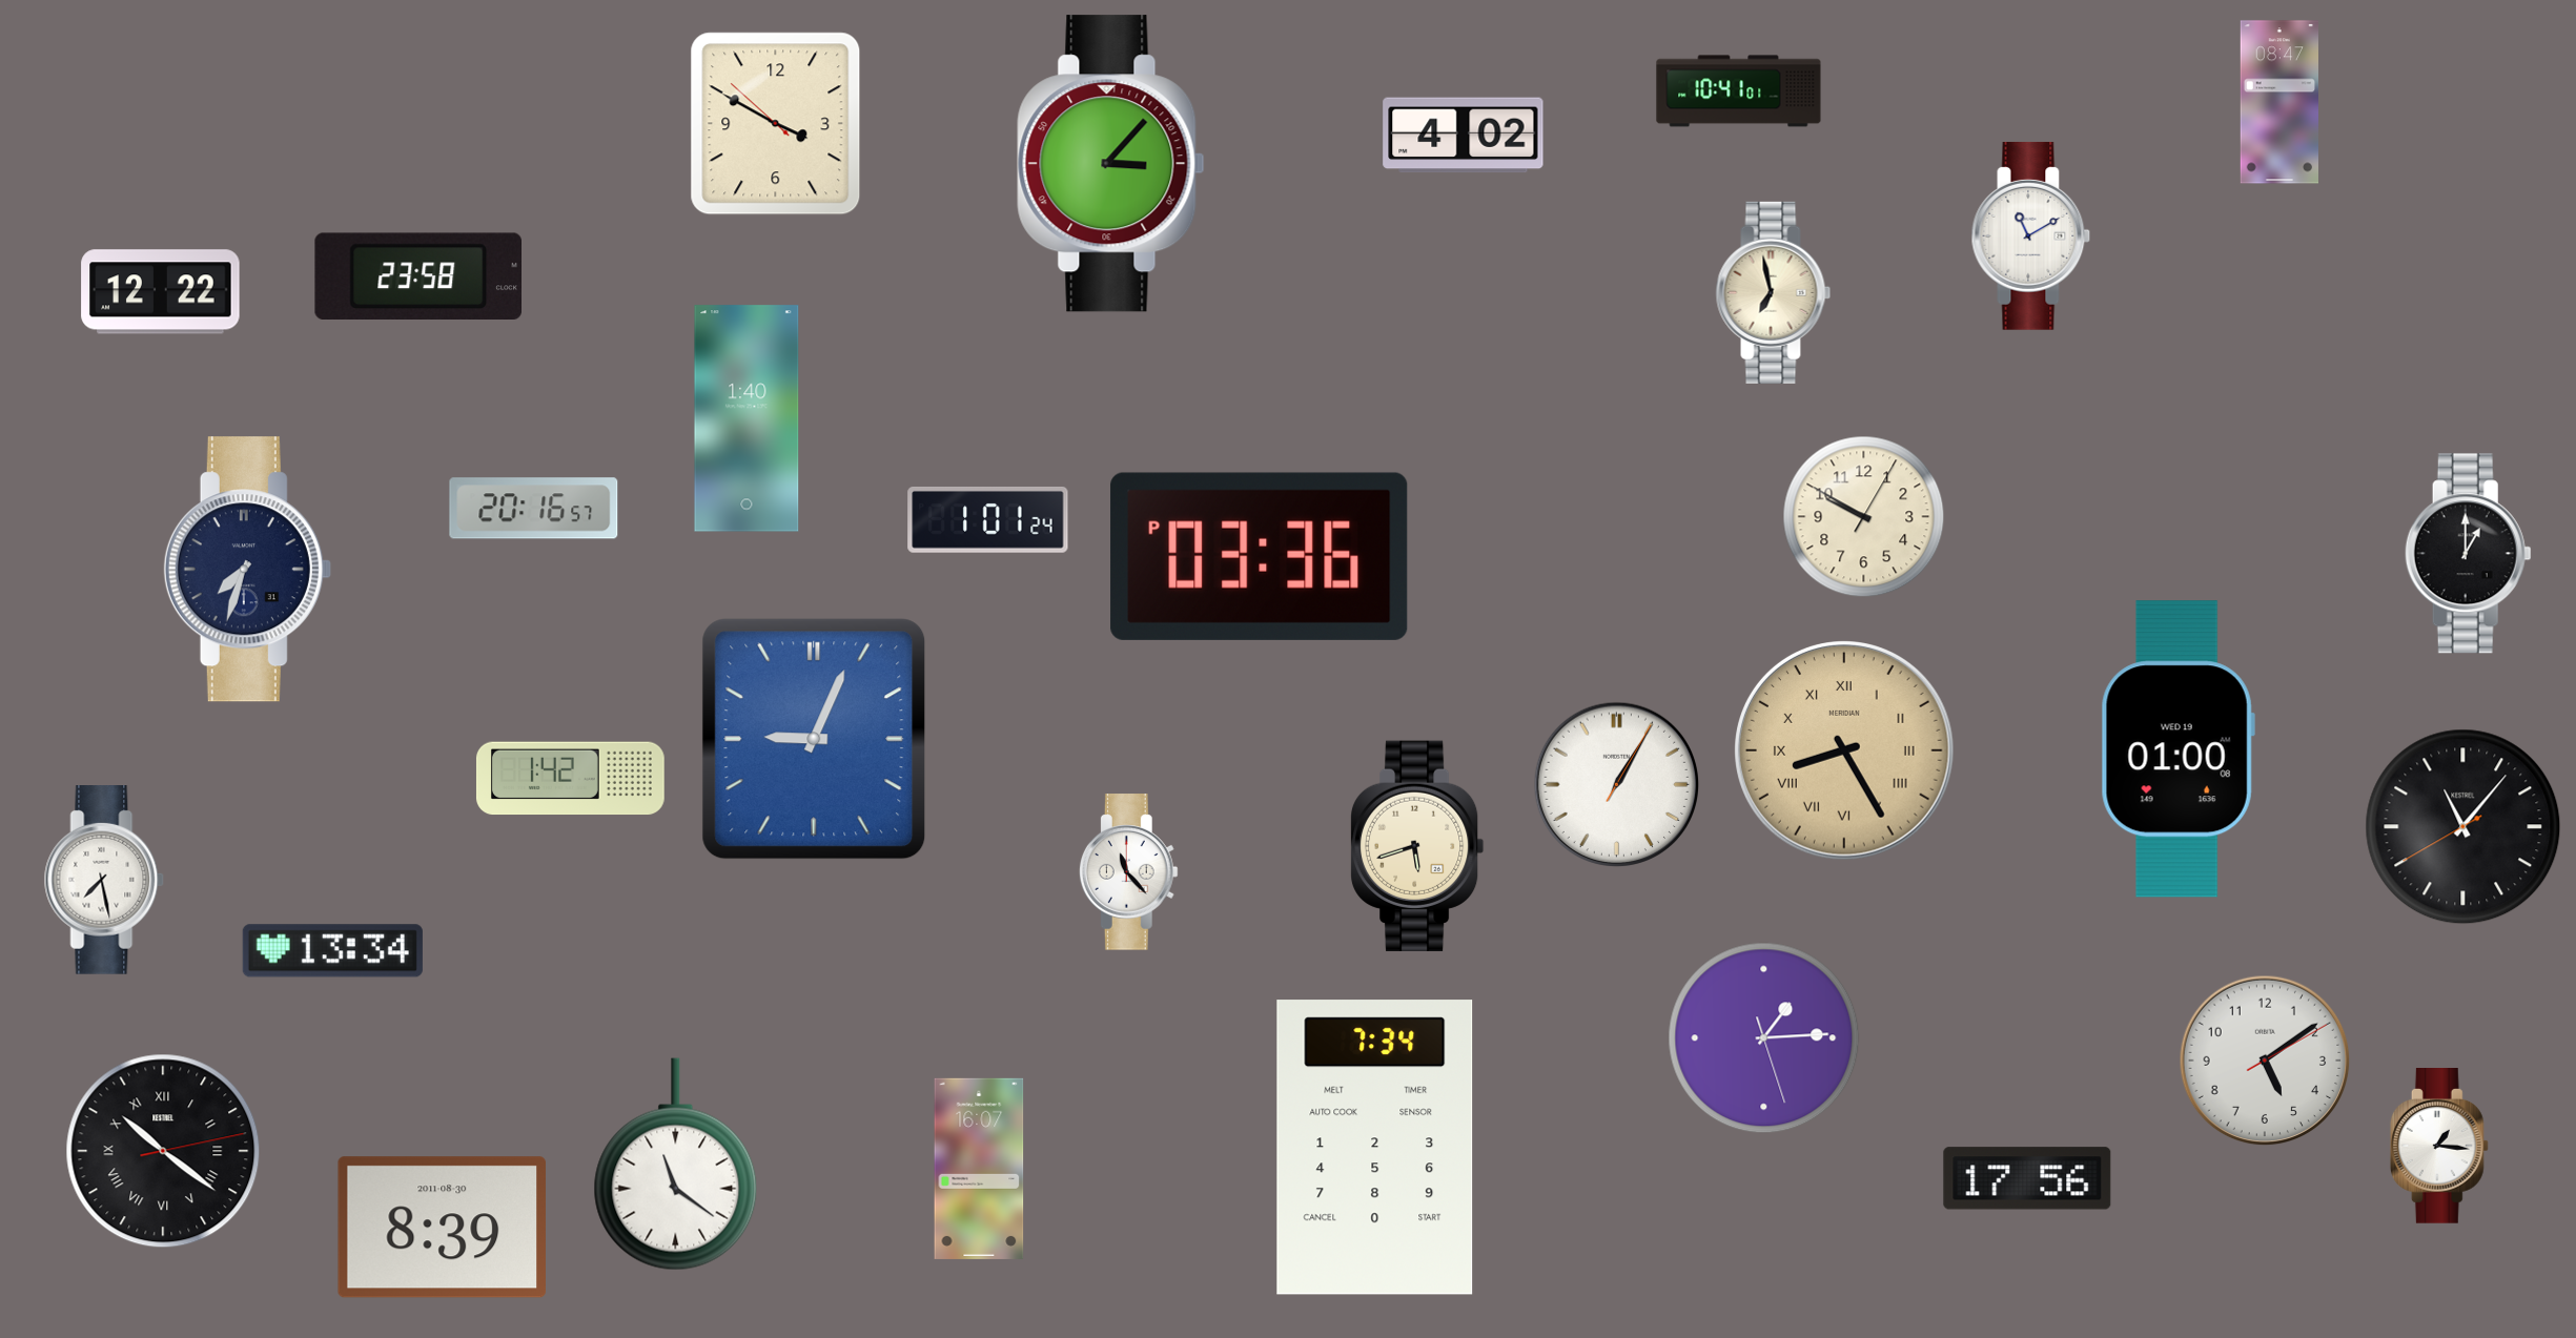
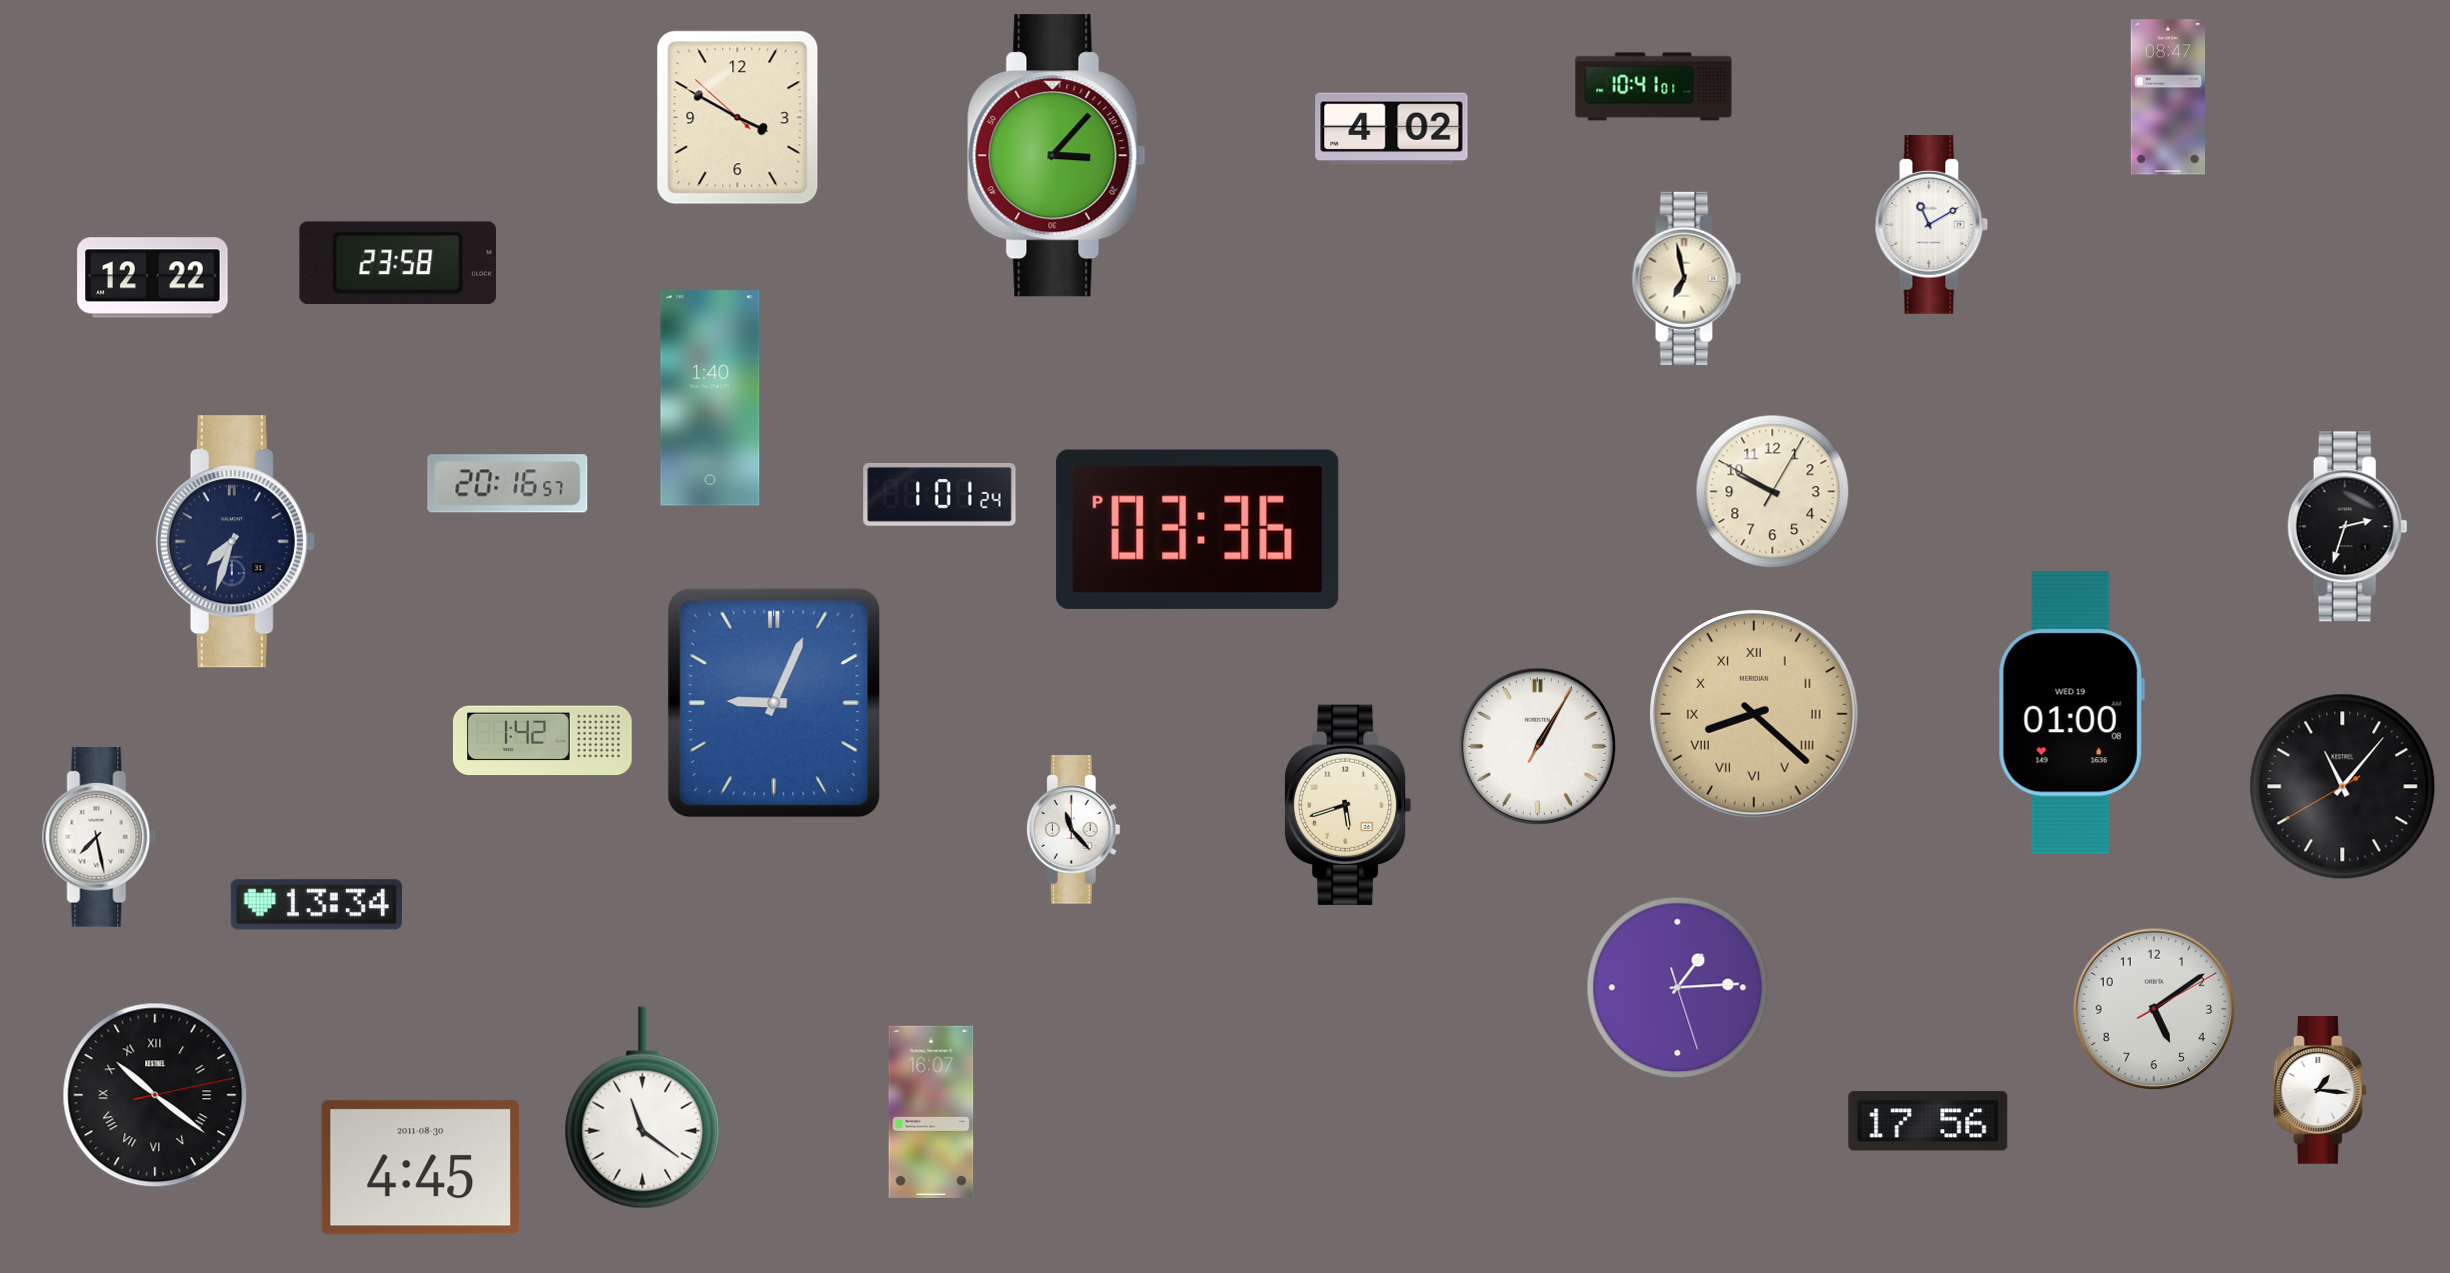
clock at (2468, 554): 1:00 -> 2:33
clock at (1845, 752): 8:25 -> 8:22
clock at (1375, 1148): 7:34 -> none
clock at (442, 1228): 8:39 -> 4:45
